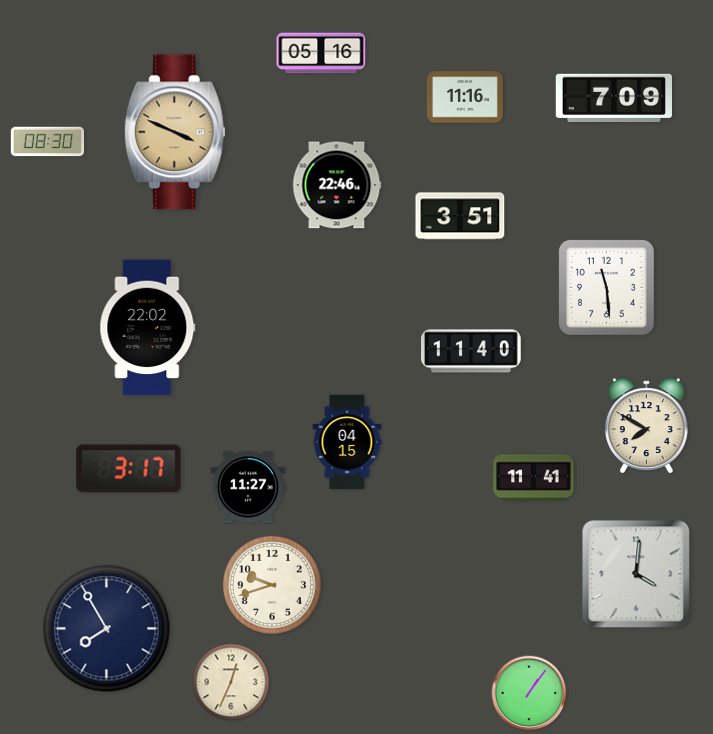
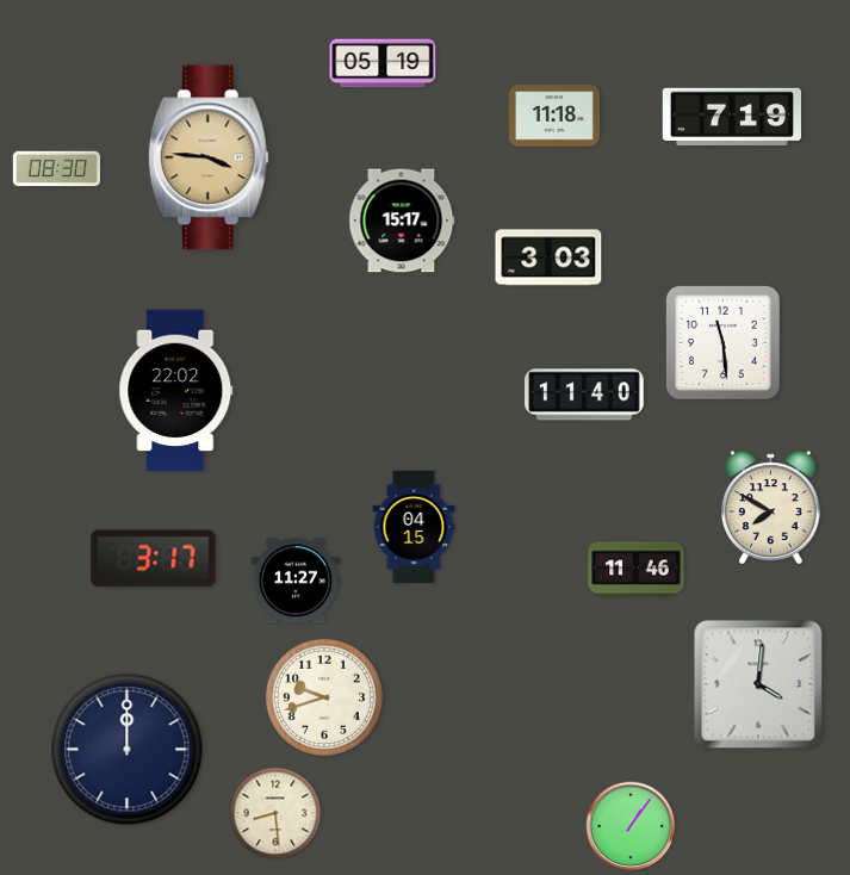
clock at (321, 53): 05:16 -> 05:19
clock at (465, 97): 11:16 -> 11:18
clock at (613, 97): 7:09 -> 7:19
clock at (175, 132): 3:49 -> 3:46
clock at (337, 185): 22:46 -> 15:17
clock at (460, 216): 3:51 -> 3:03
clock at (472, 351) position: (472, 351) -> (585, 395)
clock at (534, 478): 11:41 -> 11:46
clock at (107, 629): 7:55 -> 12:00
clock at (231, 682): 12:34 -> 8:29
